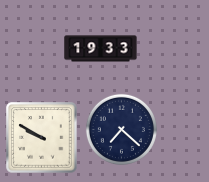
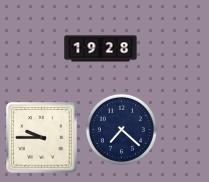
clock at (101, 49): 19:33 -> 19:28
clock at (42, 138): 9:50 -> 9:45
